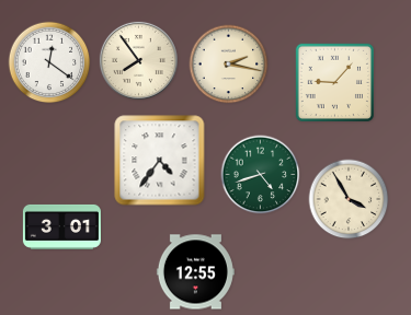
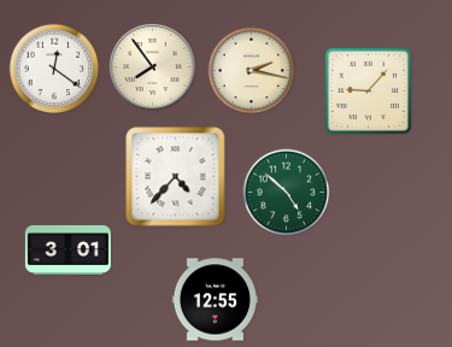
clock at (160, 161): 4:36 -> 4:37
clock at (261, 175): 4:42 -> 4:52
clock at (349, 199): 3:55 -> none
